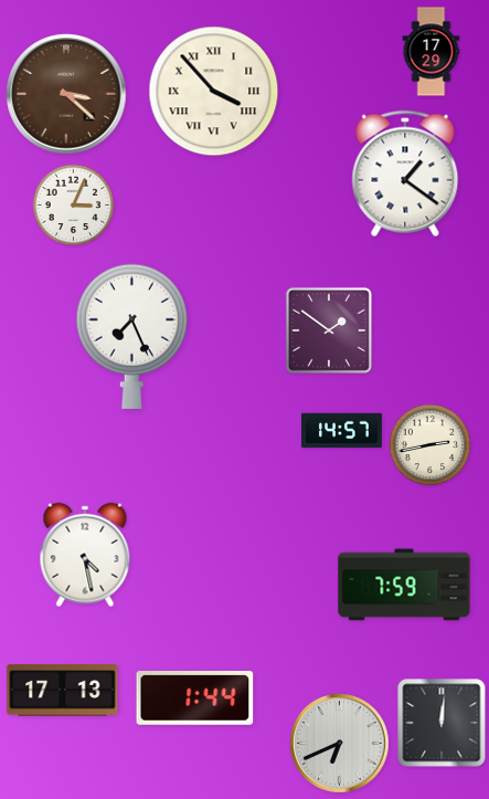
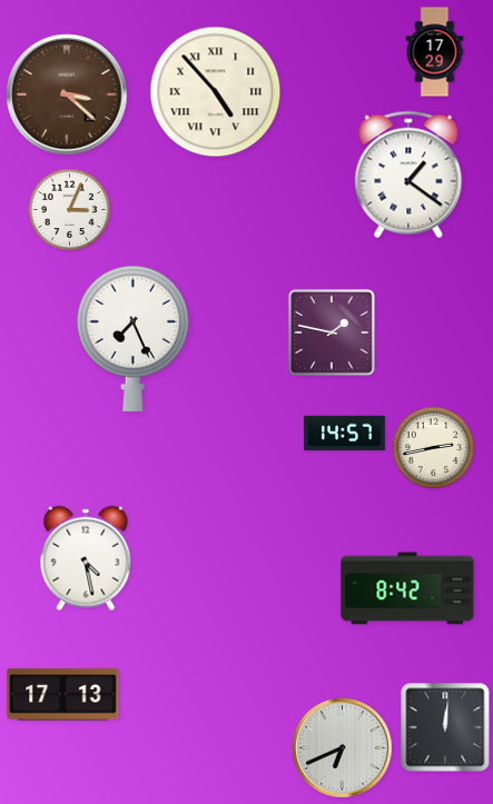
clock at (214, 92): 3:53 -> 4:53
clock at (74, 206) position: (74, 206) -> (70, 210)
clock at (329, 330): 1:51 -> 1:47
clock at (404, 585): 7:59 -> 8:42
clock at (195, 698): 1:44 -> none
